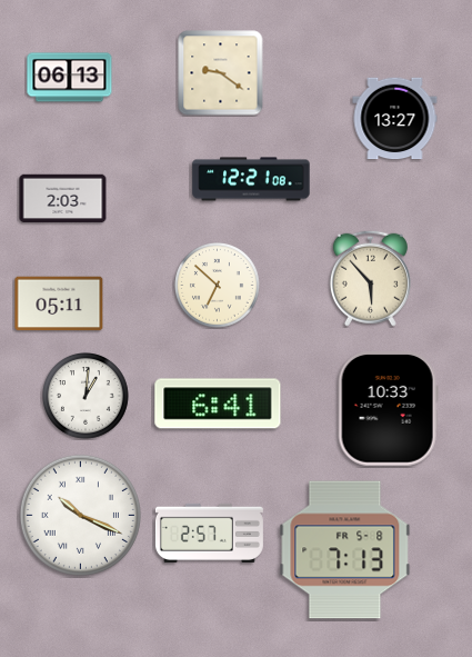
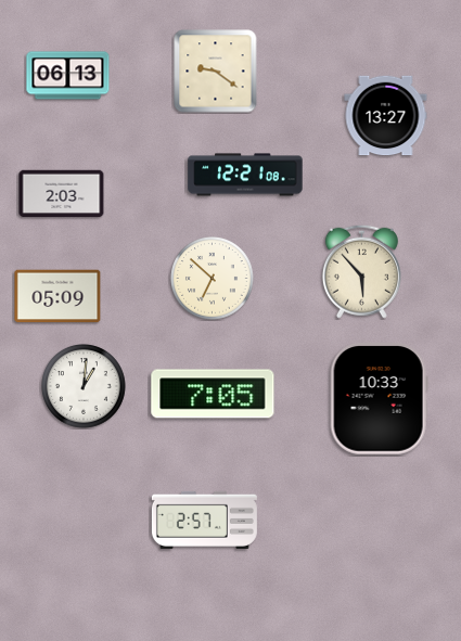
clock at (59, 303): 05:11 -> 05:09
clock at (218, 404): 6:41 -> 7:05
clock at (80, 515): 10:19 -> none
clock at (345, 550): 7:13 -> none
